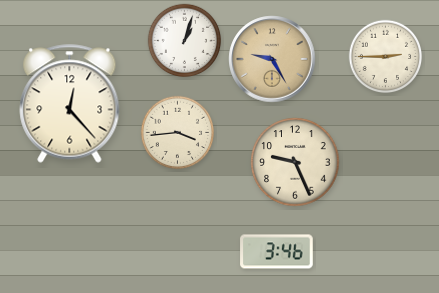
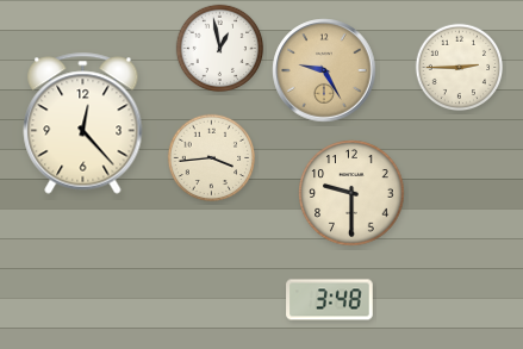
clock at (185, 41): 1:03 -> 12:58
clock at (295, 162): 9:26 -> 9:30
clock at (277, 252): 3:46 -> 3:48
